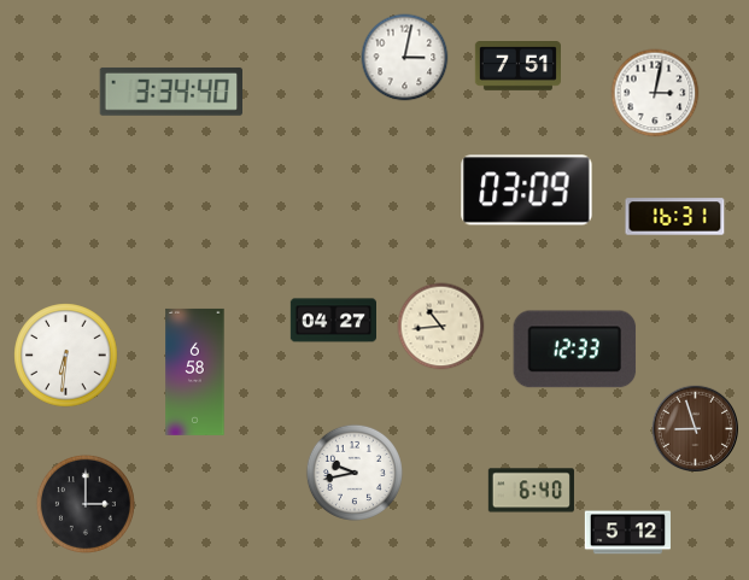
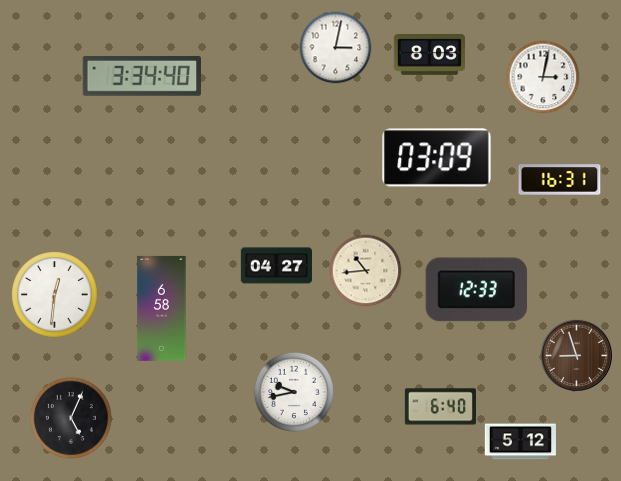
clock at (517, 66): 7:51 -> 8:03
clock at (66, 356): 6:31 -> 12:31
clock at (86, 504): 3:00 -> 5:04
